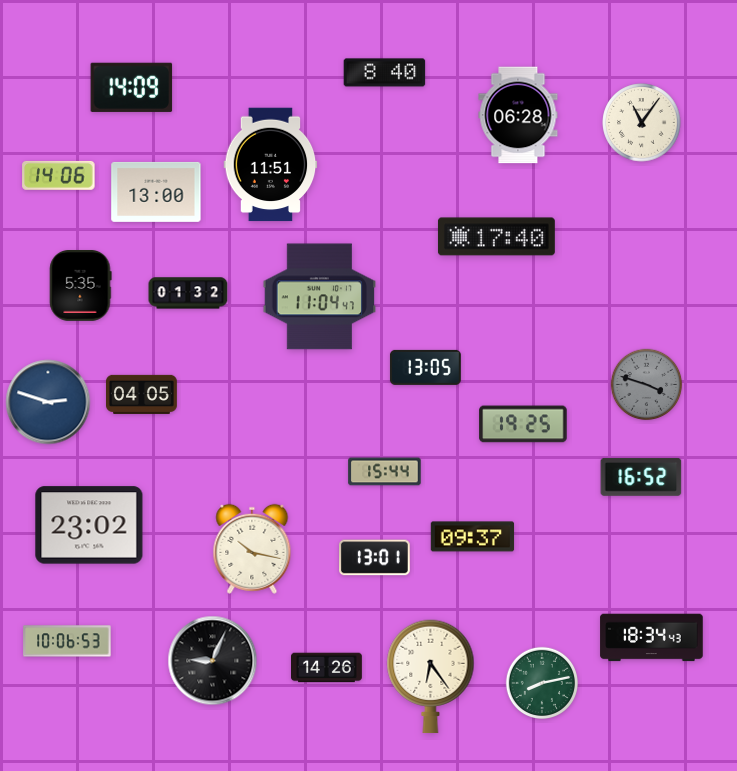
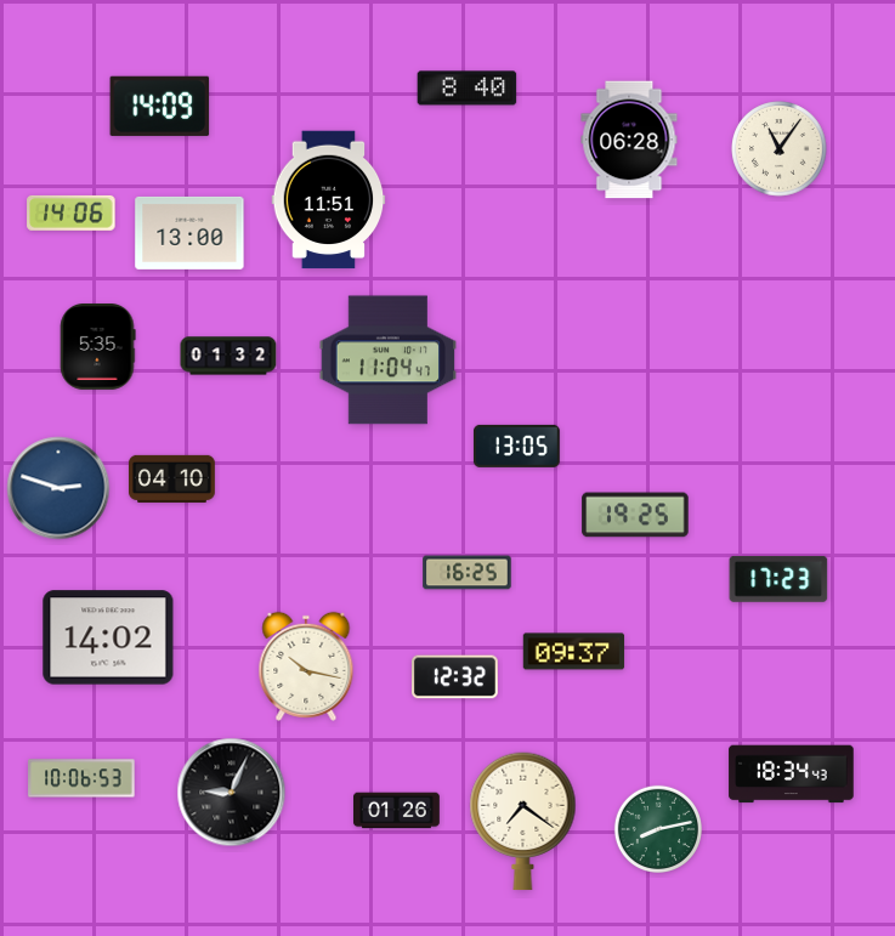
clock at (496, 237): 17:40 -> none
clock at (647, 385): 3:48 -> none
clock at (142, 394): 04:05 -> 04:10
clock at (385, 472): 15:44 -> 16:25
clock at (641, 477): 16:52 -> 17:23
clock at (89, 525): 23:02 -> 14:02
clock at (375, 558): 13:01 -> 12:32
clock at (213, 661) position: (213, 661) -> (232, 793)
clock at (327, 668): 14:26 -> 01:26
clock at (431, 677): 6:24 -> 7:21
